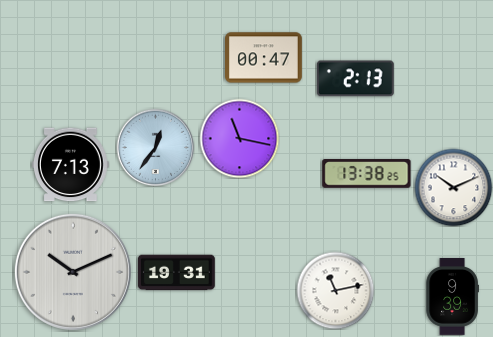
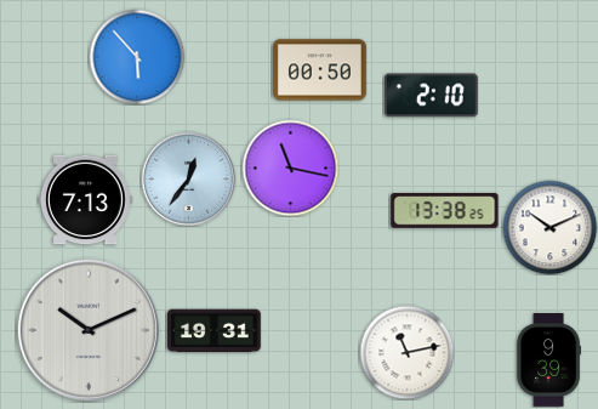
clock at (137, 57): none -> 5:53
clock at (264, 58): 00:47 -> 00:50
clock at (355, 79): 2:13 -> 2:10
